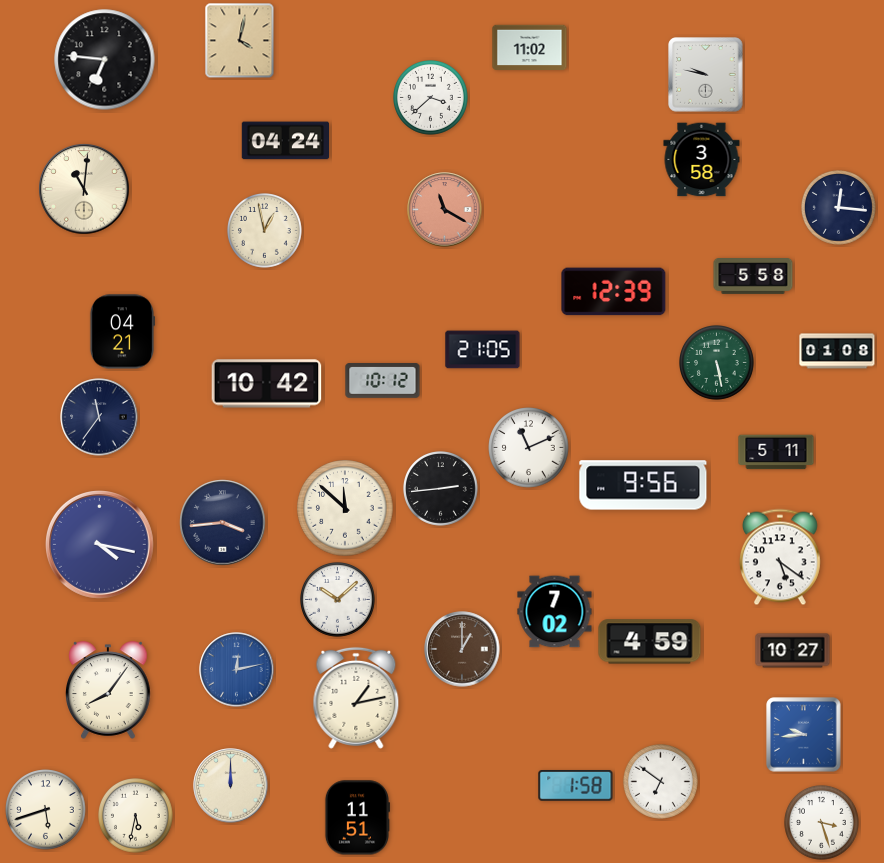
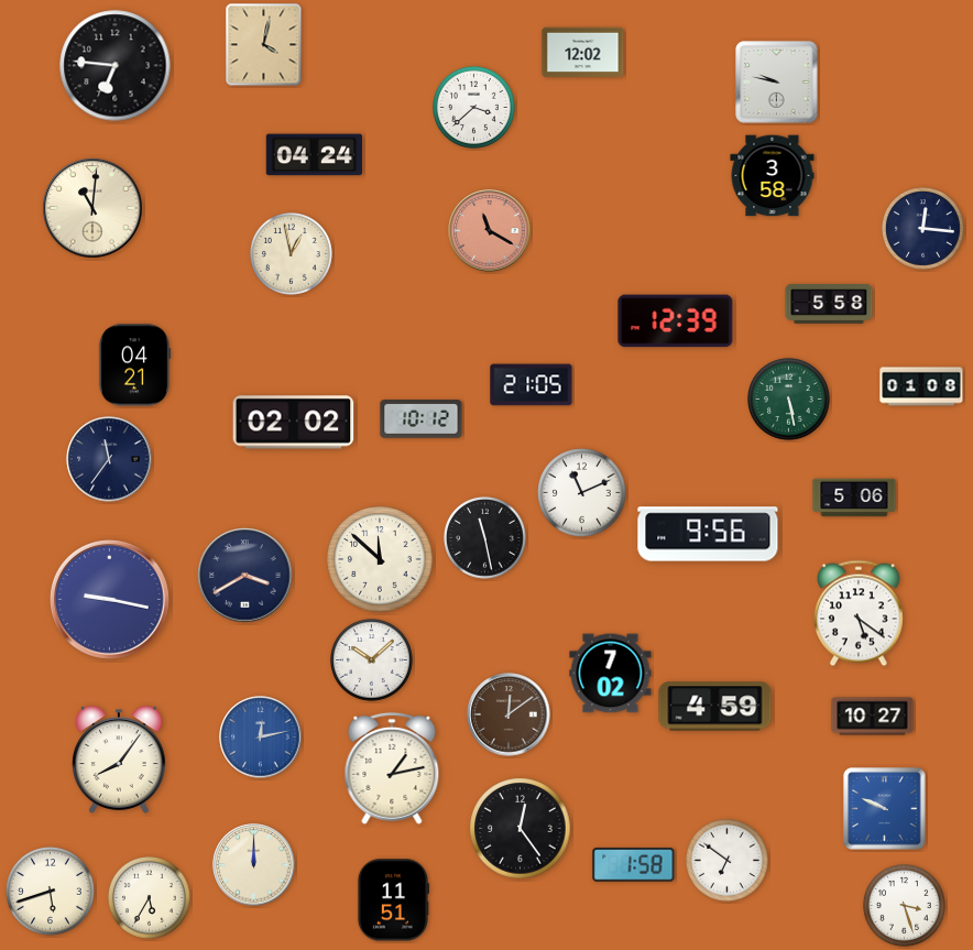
clock at (530, 48): 11:02 -> 12:02
clock at (267, 384): 10:42 -> 02:02
clock at (776, 452): 5:11 -> 5:06
clock at (441, 489): 2:44 -> 11:28
clock at (223, 523): 3:44 -> 3:40
clock at (100, 545): 4:17 -> 9:17
clock at (462, 649): 1:00 -> 12:09
clock at (804, 735): 9:44 -> 9:49
clock at (521, 829): none -> 12:24
clock at (136, 816): 5:32 -> 5:35
